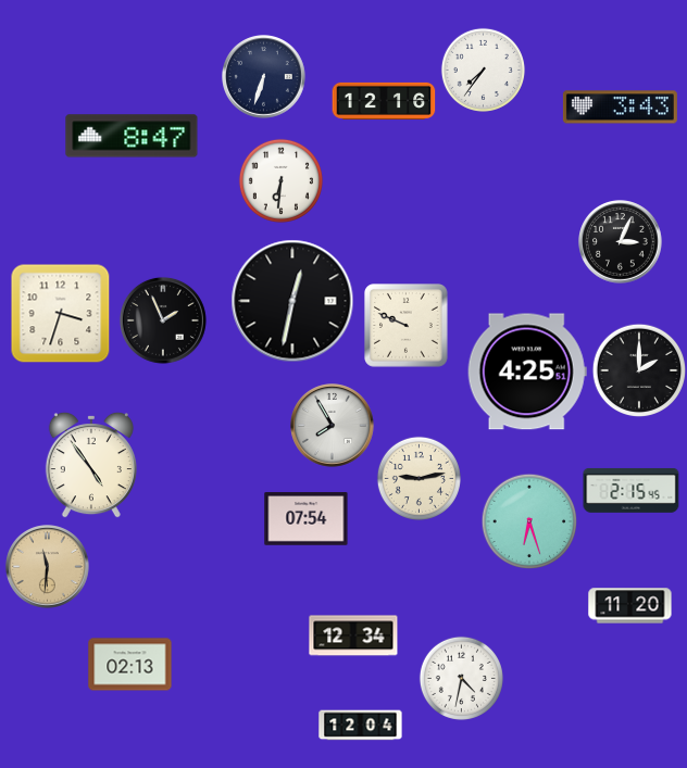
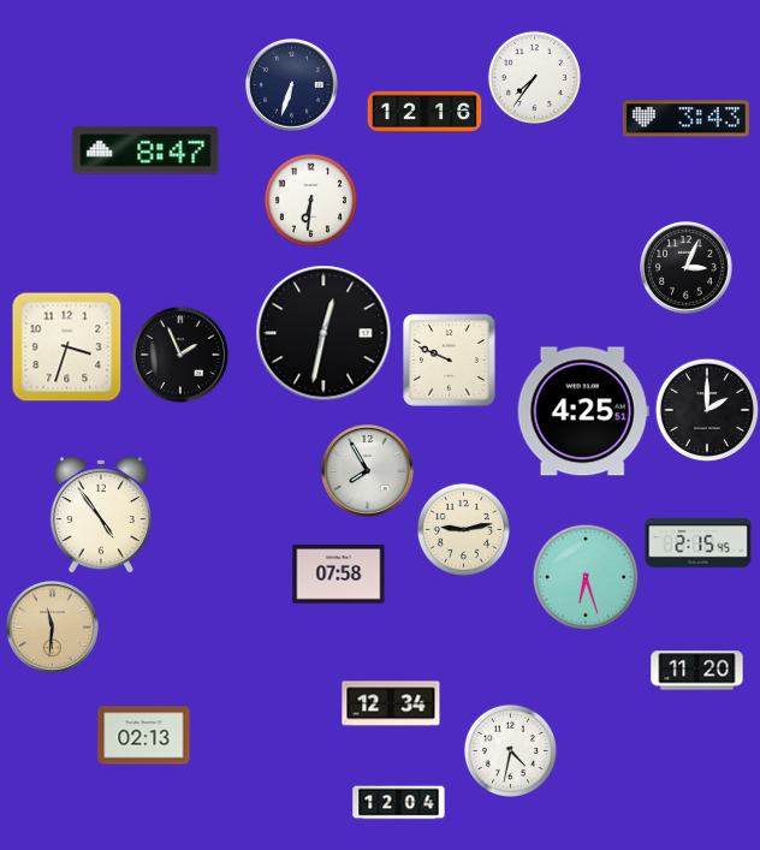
clock at (307, 519): 07:54 -> 07:58
